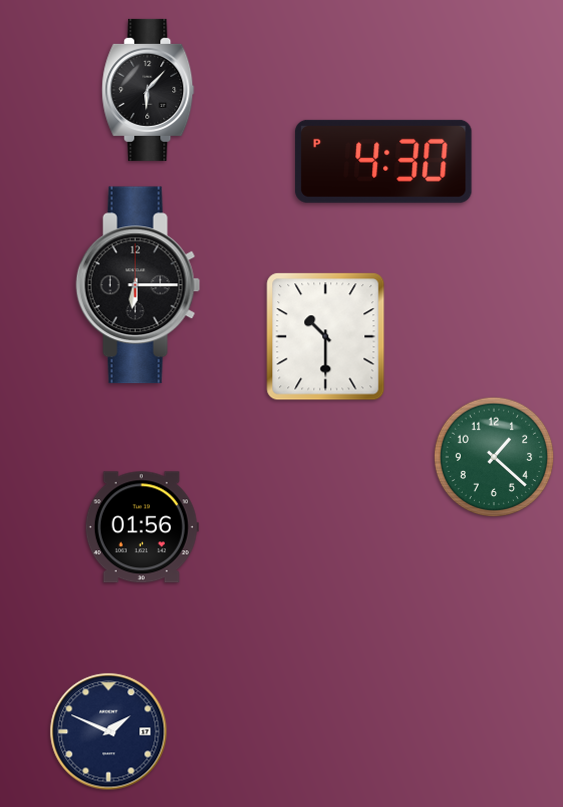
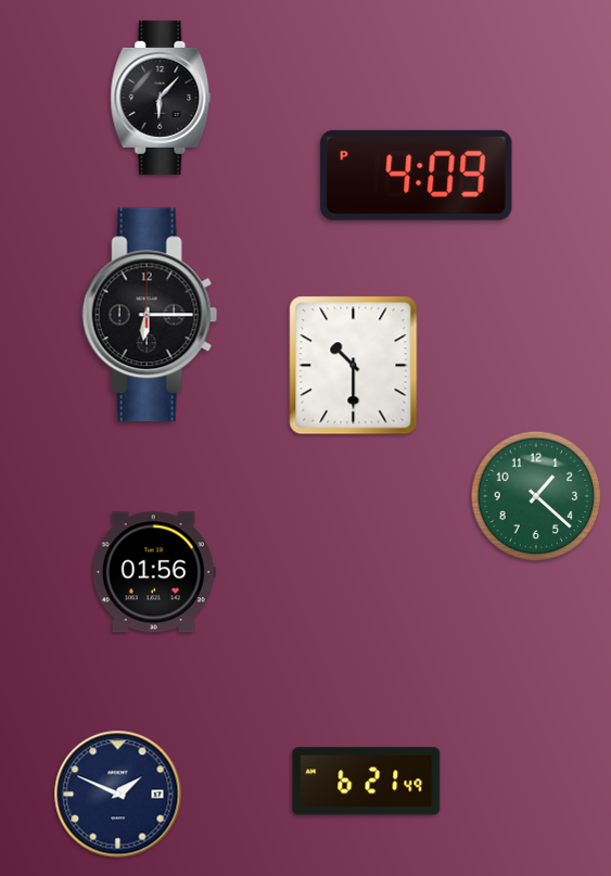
clock at (384, 161): 4:30 -> 4:09
clock at (138, 285) position: (138, 285) -> (150, 315)
clock at (367, 782): none -> 6:21
